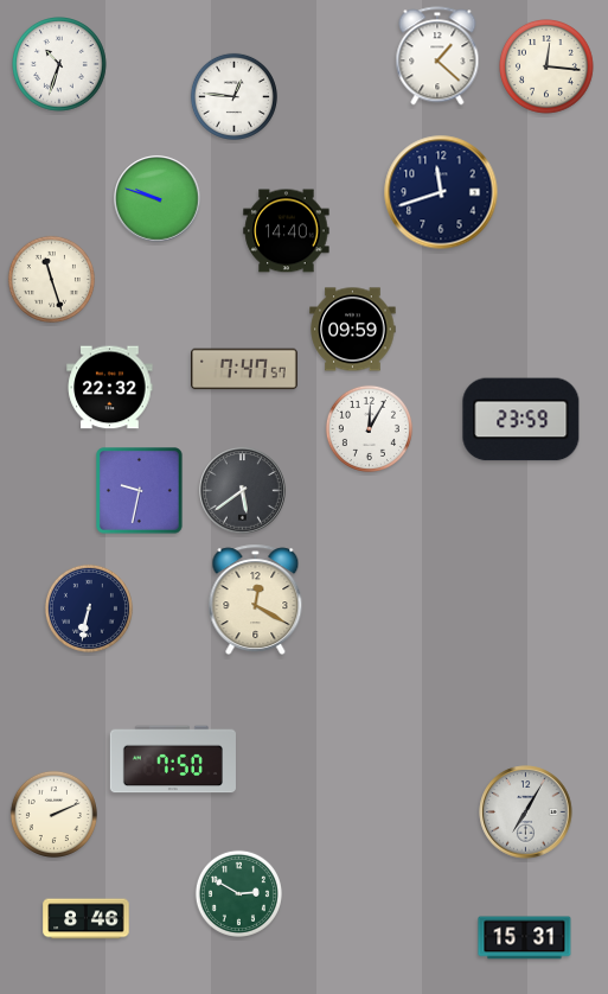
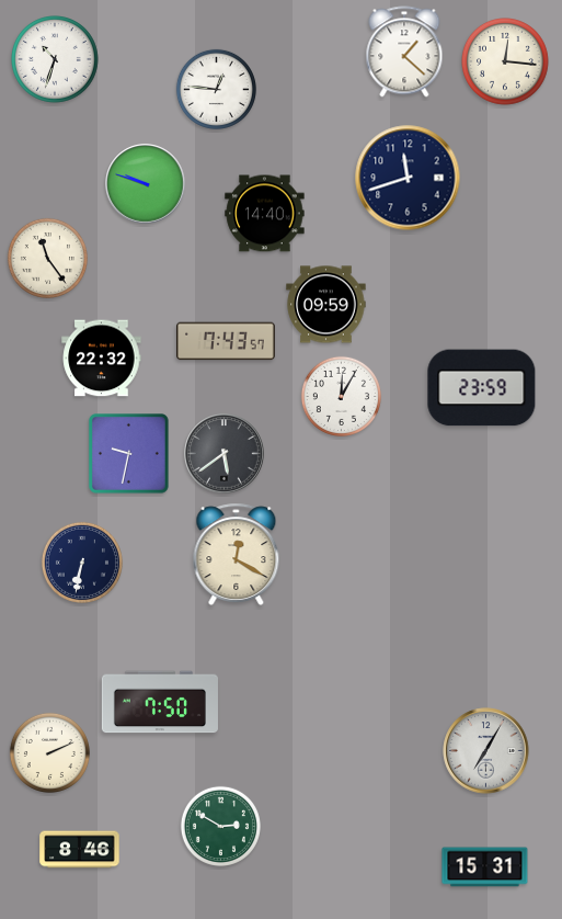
clock at (51, 279): 11:27 -> 11:24
clock at (245, 369): 7:47 -> 7:43
